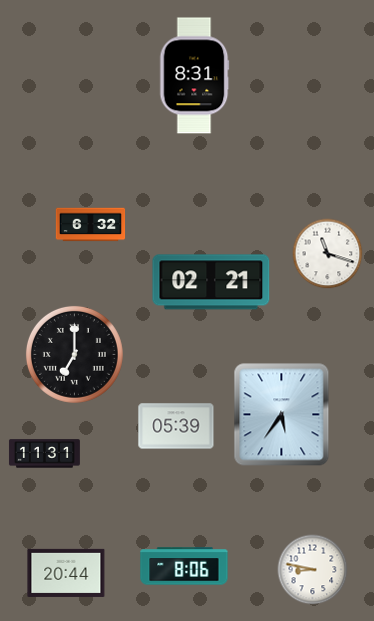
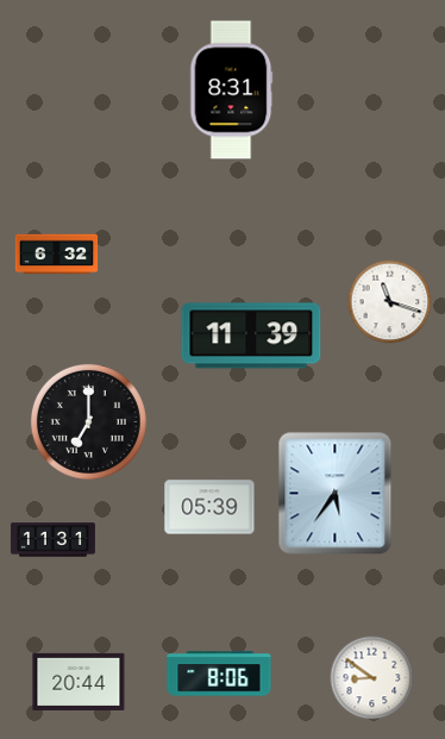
clock at (91, 225) position: (91, 225) -> (57, 255)
clock at (211, 282): 02:21 -> 11:39
clock at (313, 570): 8:47 -> 8:51
